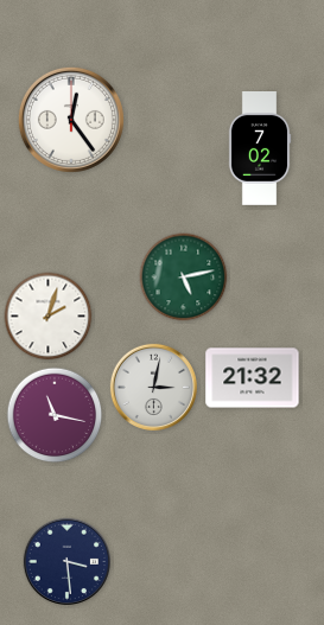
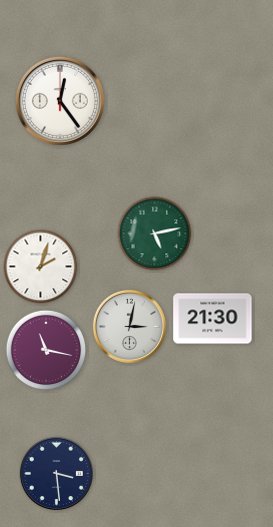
clock at (260, 149): 7:02 -> none
clock at (253, 378): 21:32 -> 21:30
